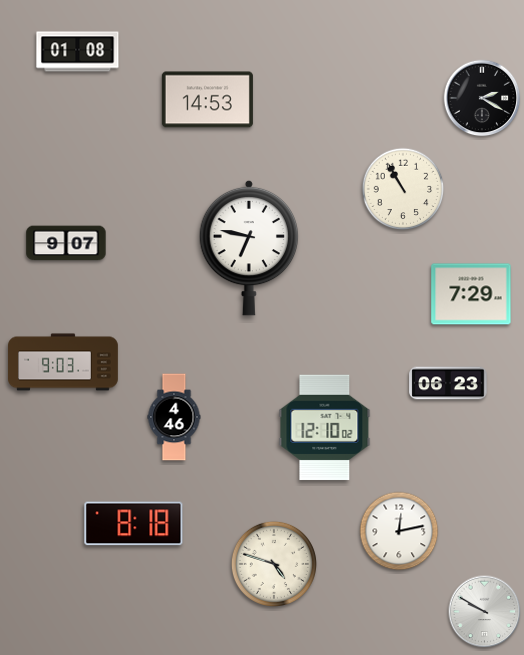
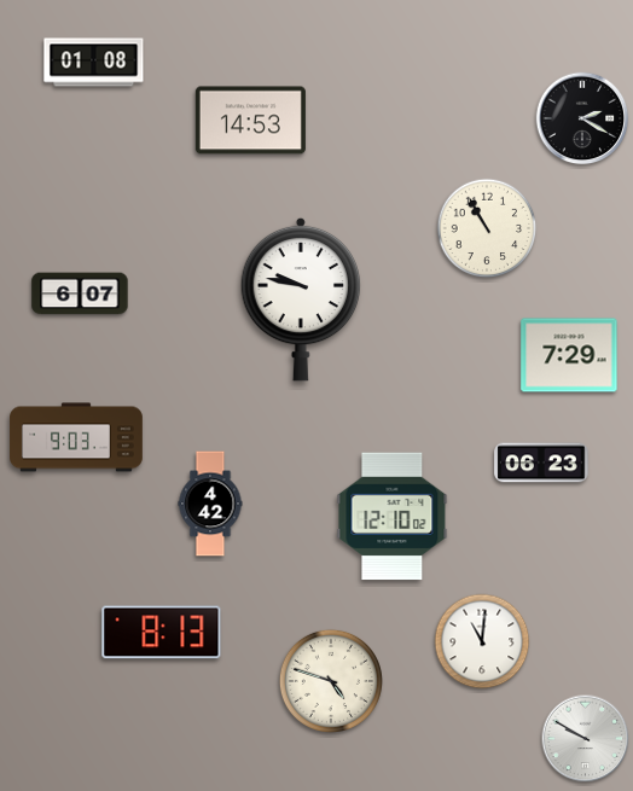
clock at (66, 243): 9:07 -> 6:07
clock at (249, 248): 6:47 -> 9:47
clock at (174, 417): 4:46 -> 4:42
clock at (134, 524): 8:18 -> 8:13
clock at (399, 531): 12:13 -> 11:01
